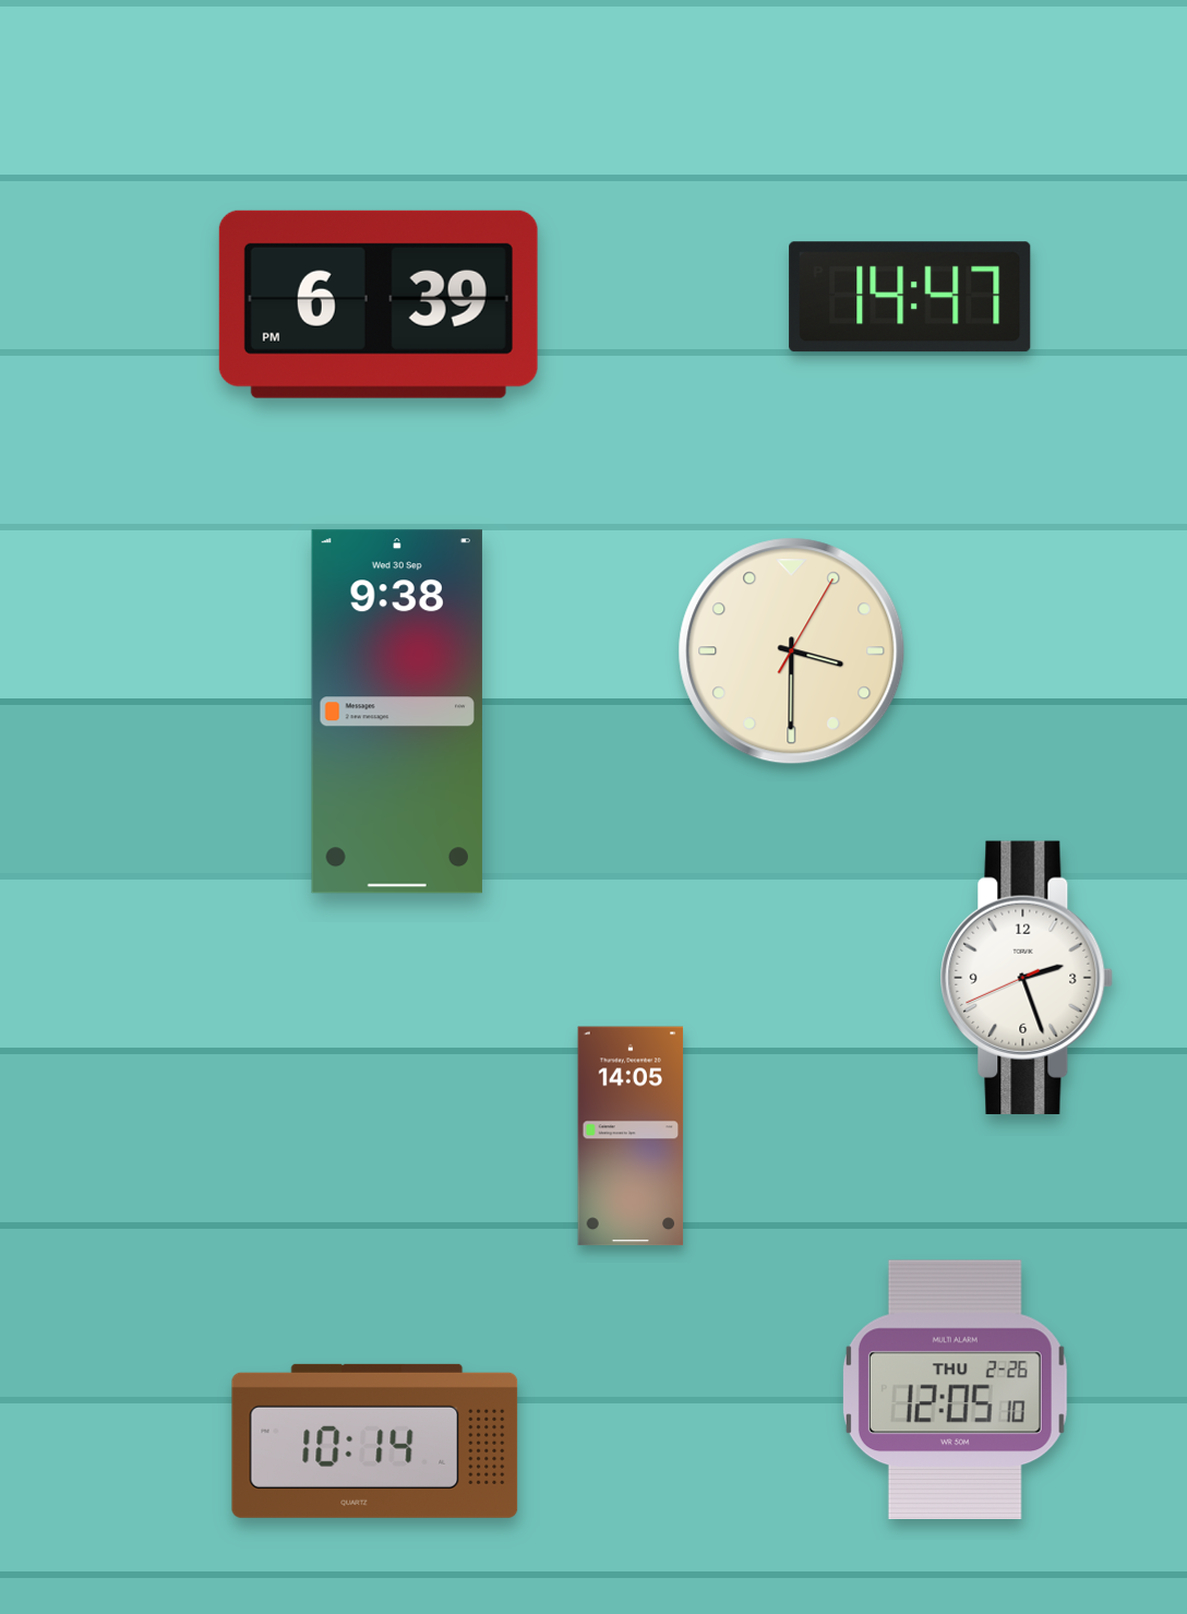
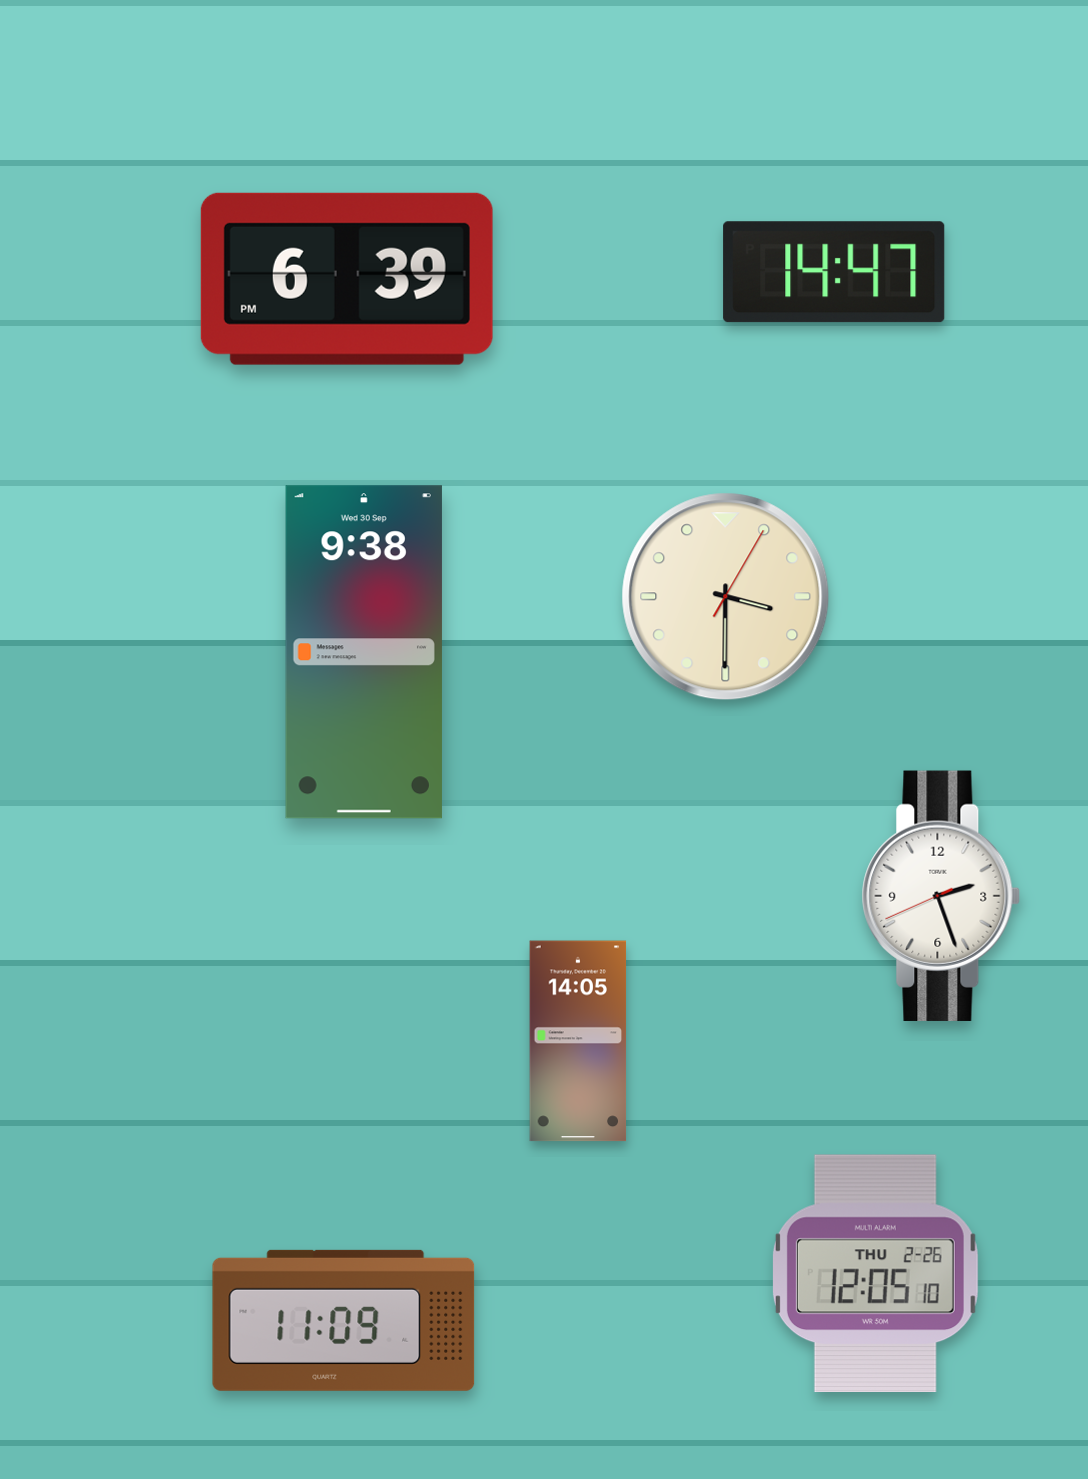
clock at (375, 1440): 10:14 -> 11:09
